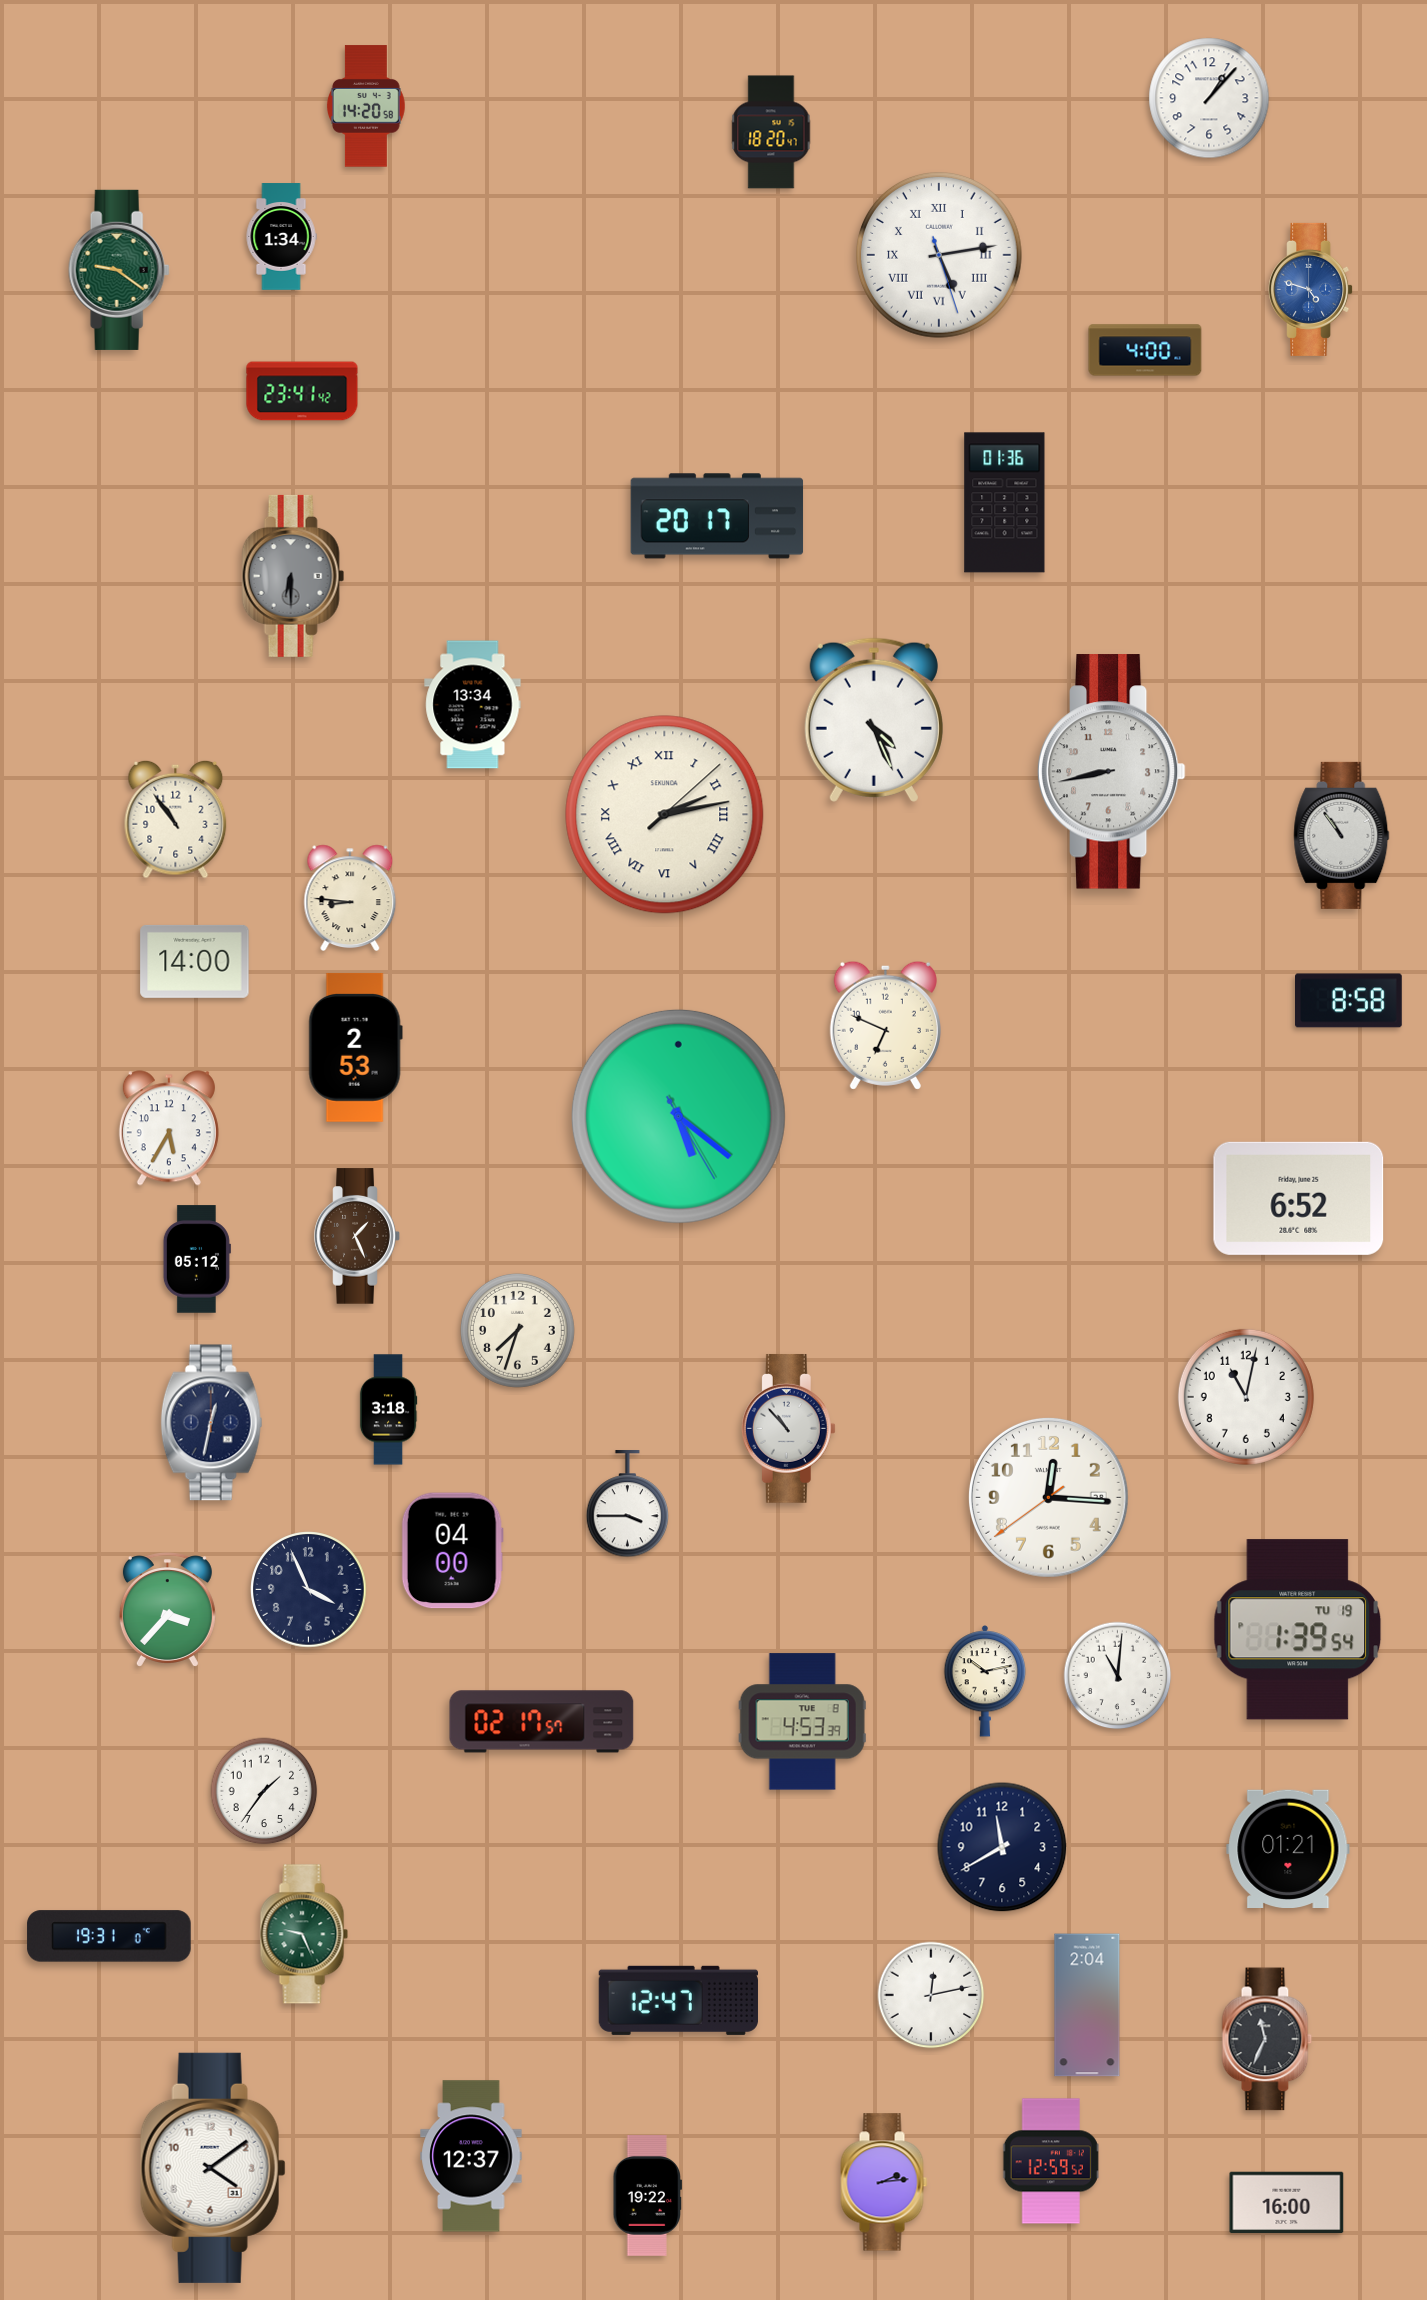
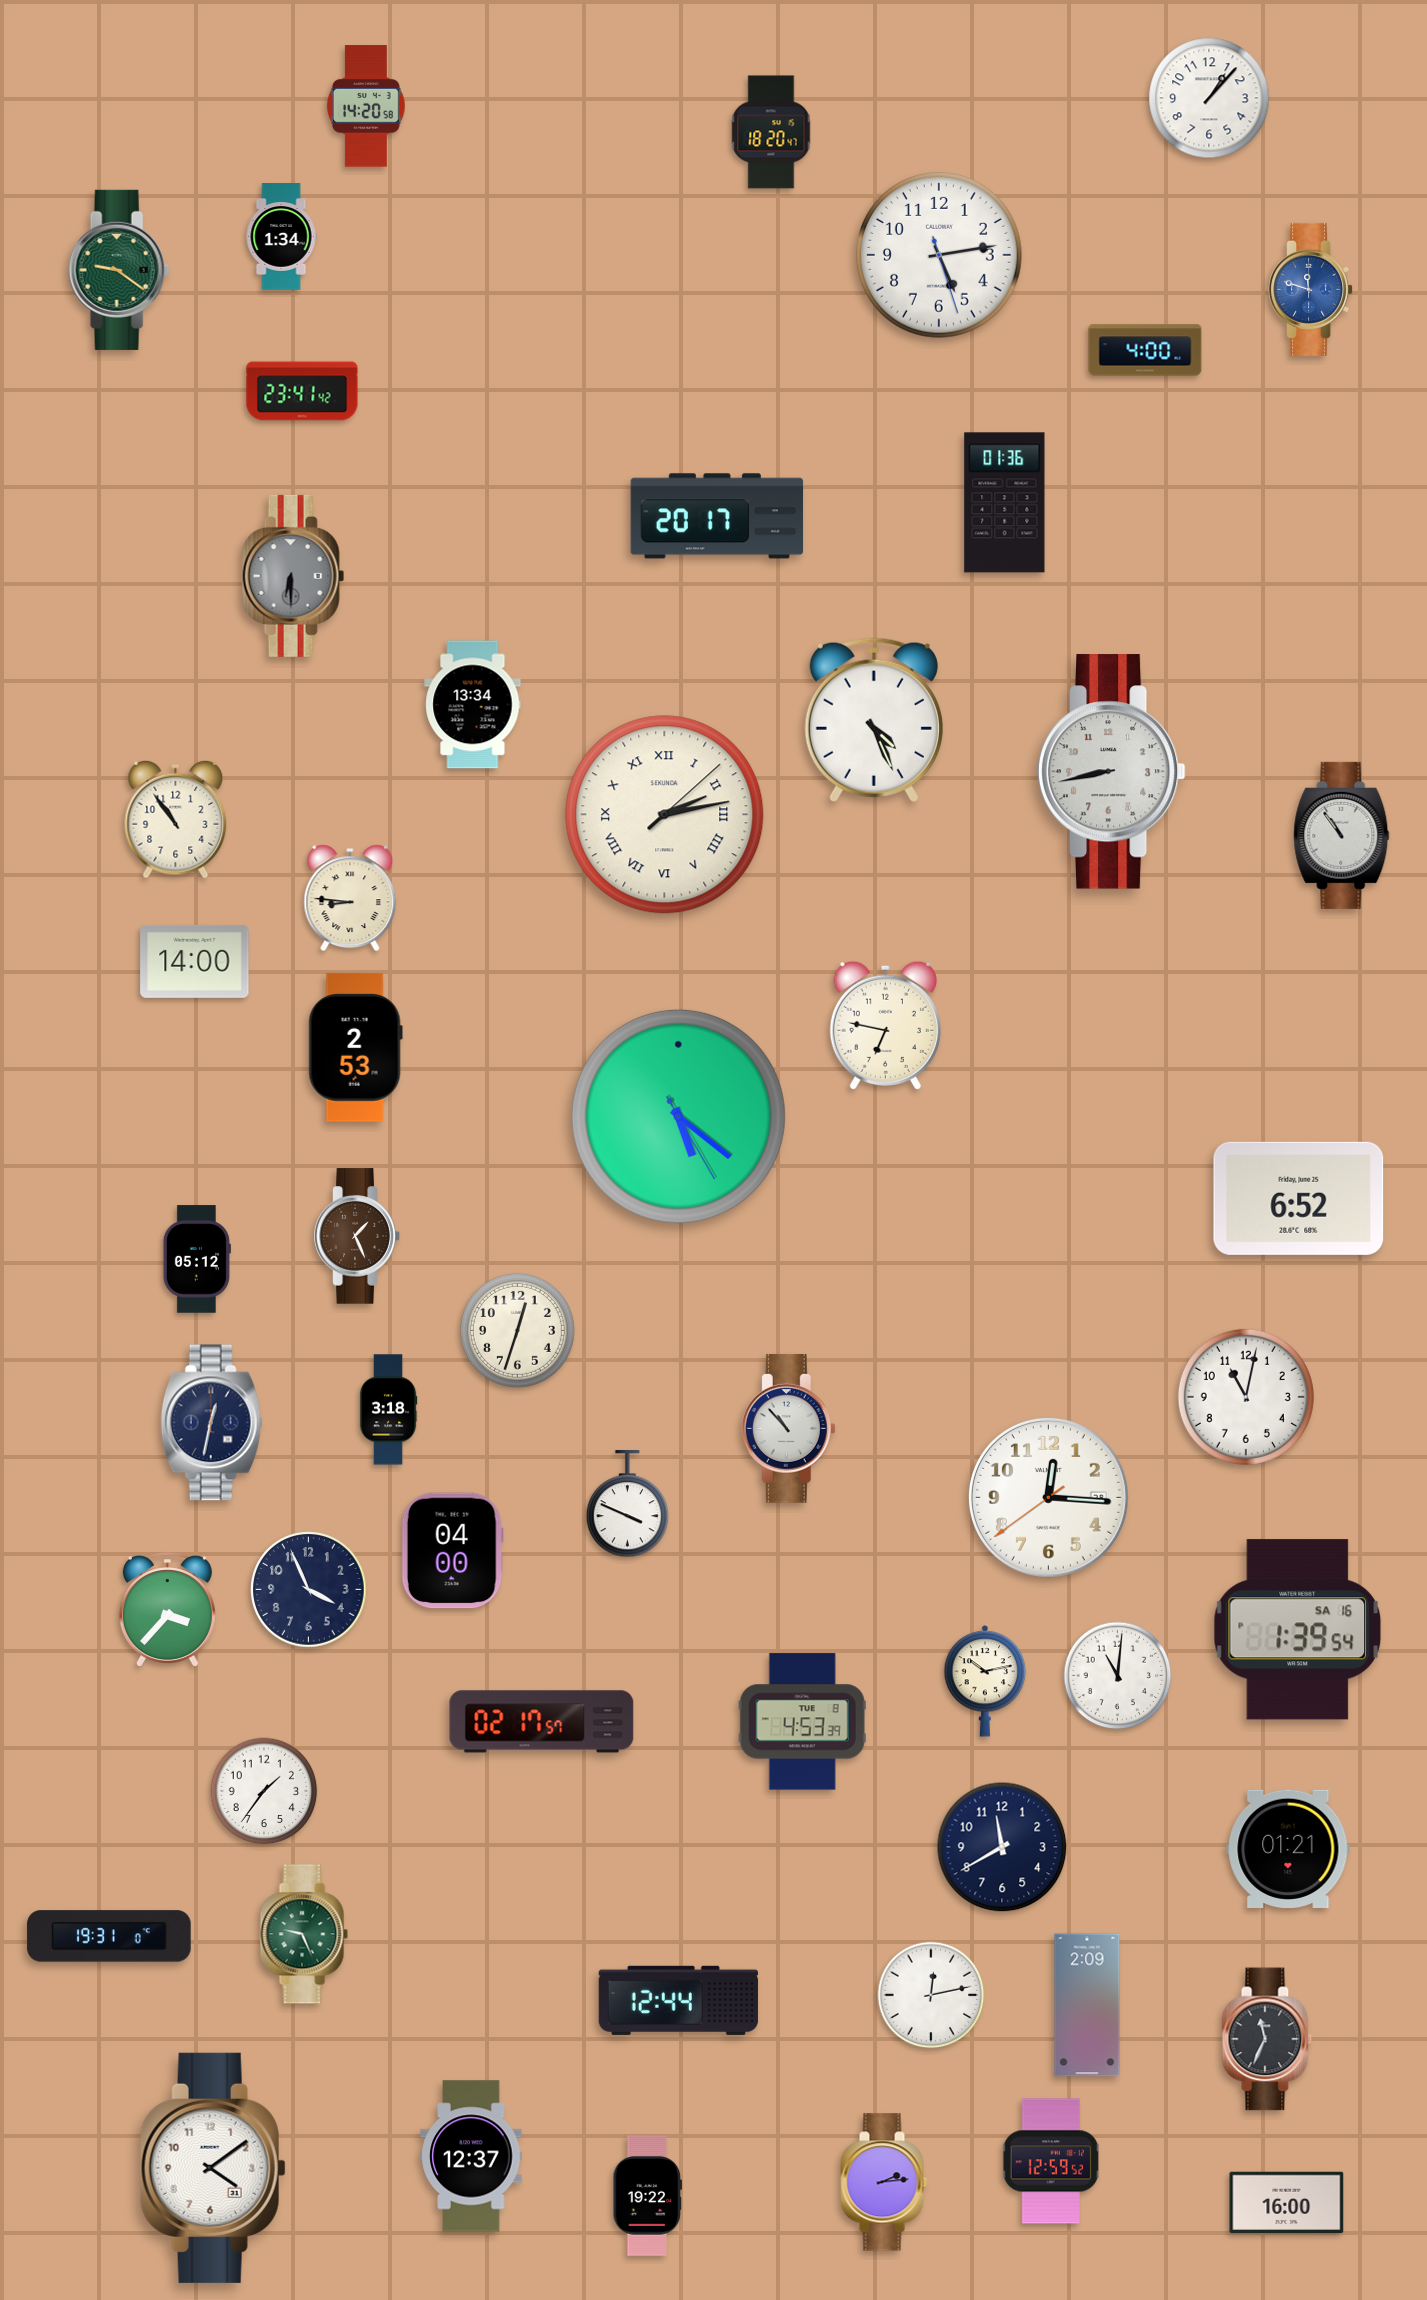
clock at (940, 256) numerals: Roman -> Arabic
clock at (1311, 289): 4:48 -> 11:48
clock at (1349, 1001): 8:58 -> none
clock at (885, 1025): 6:49 -> 6:47
clock at (169, 1128): 5:35 -> none
clock at (517, 1330): 7:33 -> 12:33
clock at (628, 1505): 3:45 -> 3:49
clock at (1298, 1630) date: TU 19 -> SA 16
clock at (678, 2000): 12:47 -> 12:44
clock at (1087, 2005): 2:04 -> 2:09
